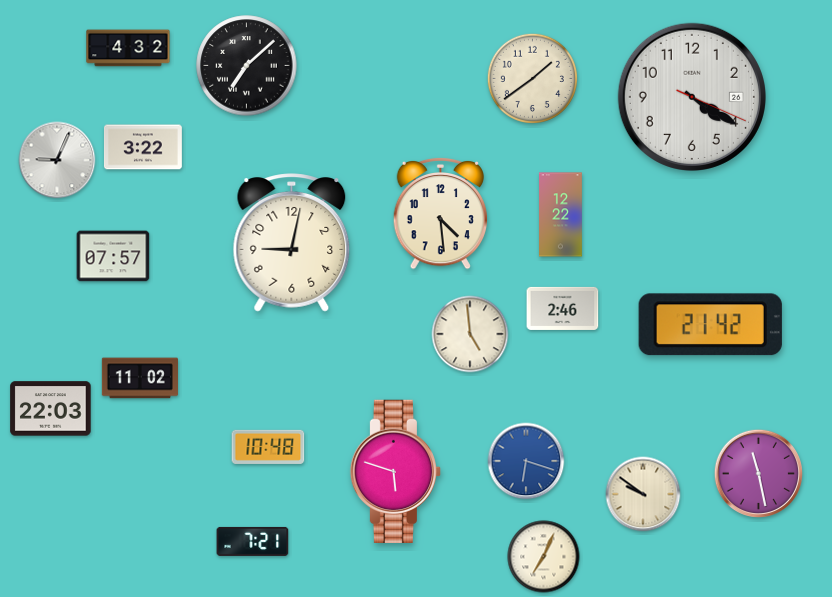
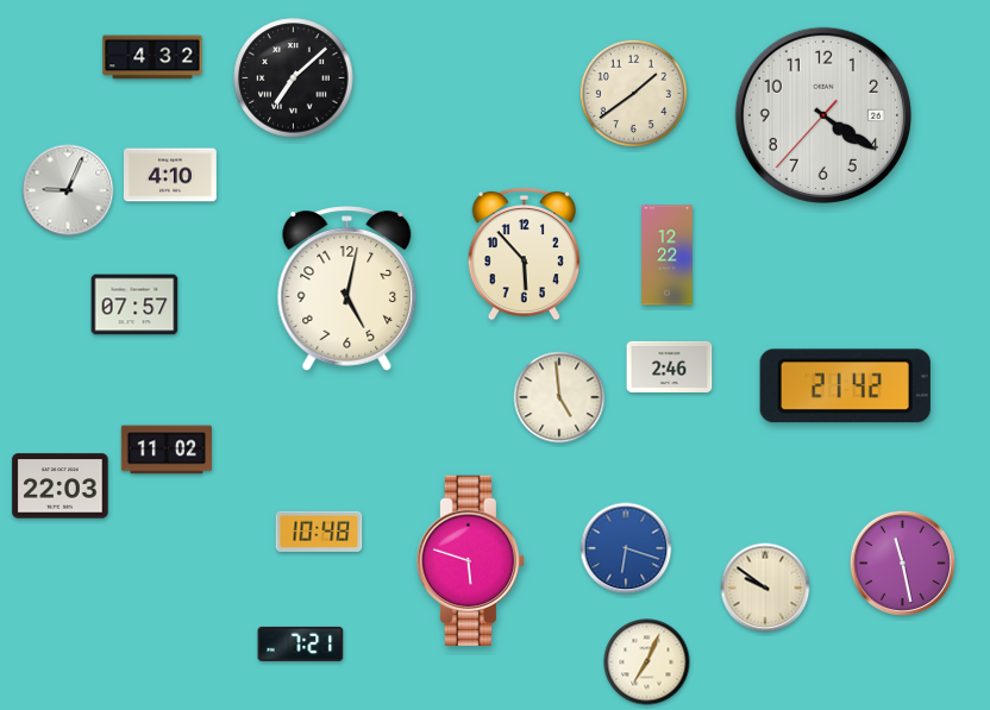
clock at (692, 97): 4:20:19 -> 4:20:37
clock at (143, 147): 3:22 -> 4:10
clock at (440, 213): 4:29 -> 5:53
clock at (292, 243): 9:02 -> 5:02
